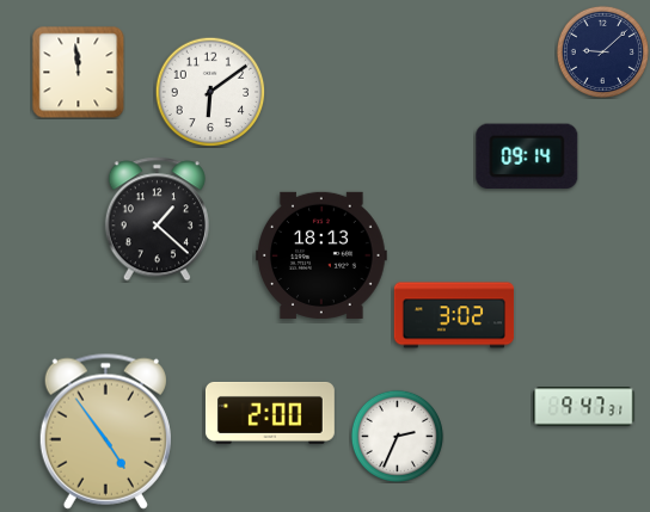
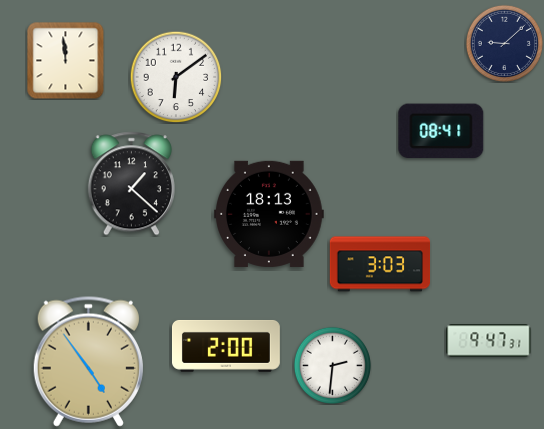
clock at (527, 156): 09:14 -> 08:41
clock at (454, 315): 3:02 -> 3:03
clock at (397, 436): 2:34 -> 2:31
